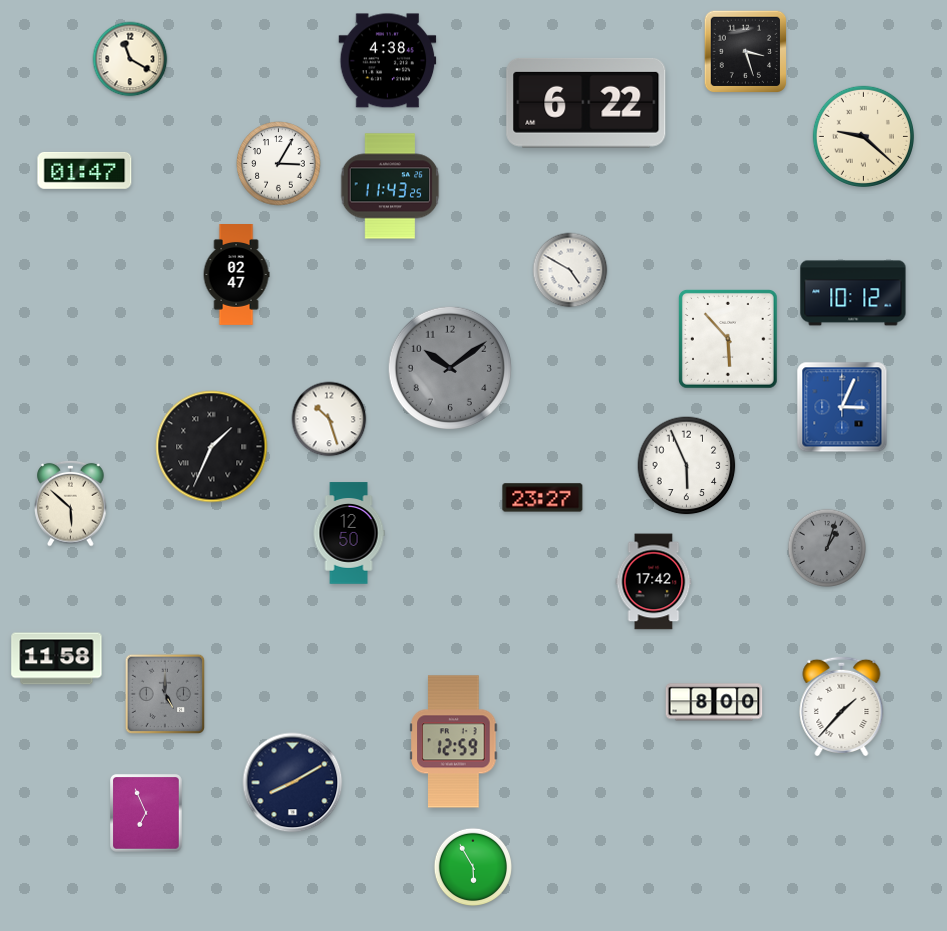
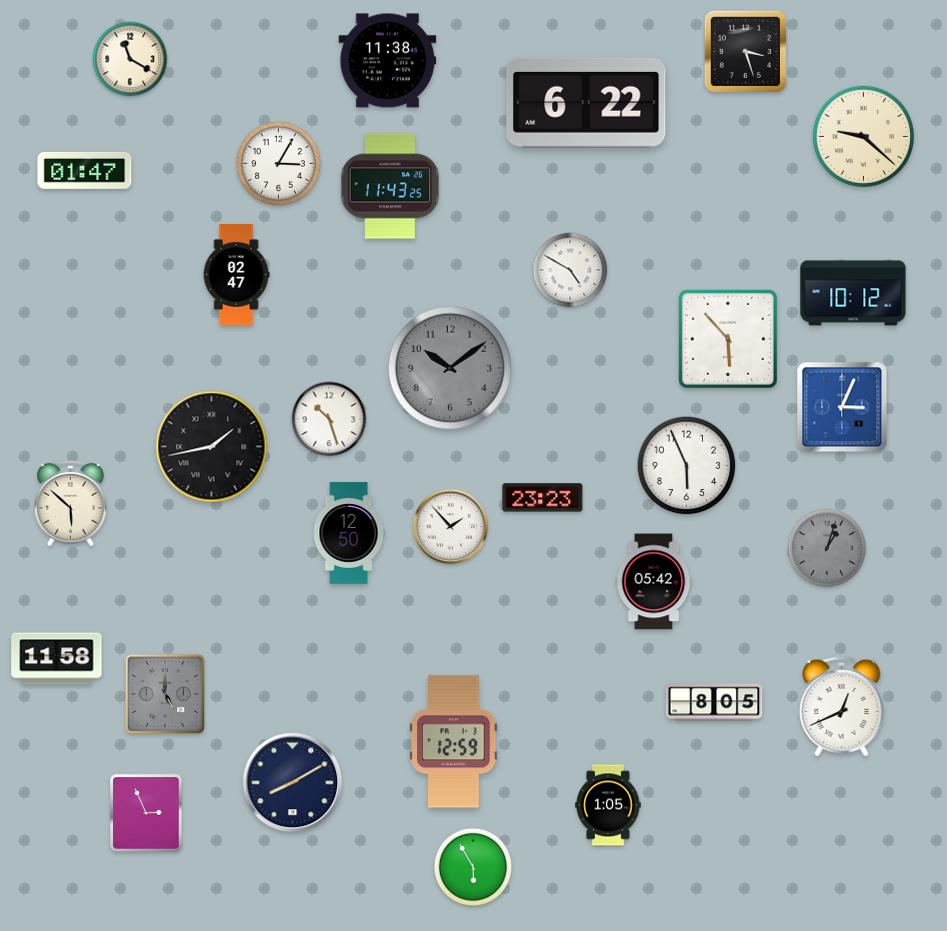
clock at (388, 61): 4:38 -> 11:38
clock at (212, 447): 1:34 -> 1:43
clock at (543, 498): 23:27 -> 23:23
clock at (450, 526): none -> 1:53
clock at (654, 582): 17:42 -> 05:42
clock at (714, 702): 8:00 -> 8:05
clock at (842, 706): 1:37 -> 12:41
clock at (608, 805): none -> 1:05
clock at (146, 813): 6:56 -> 2:56
